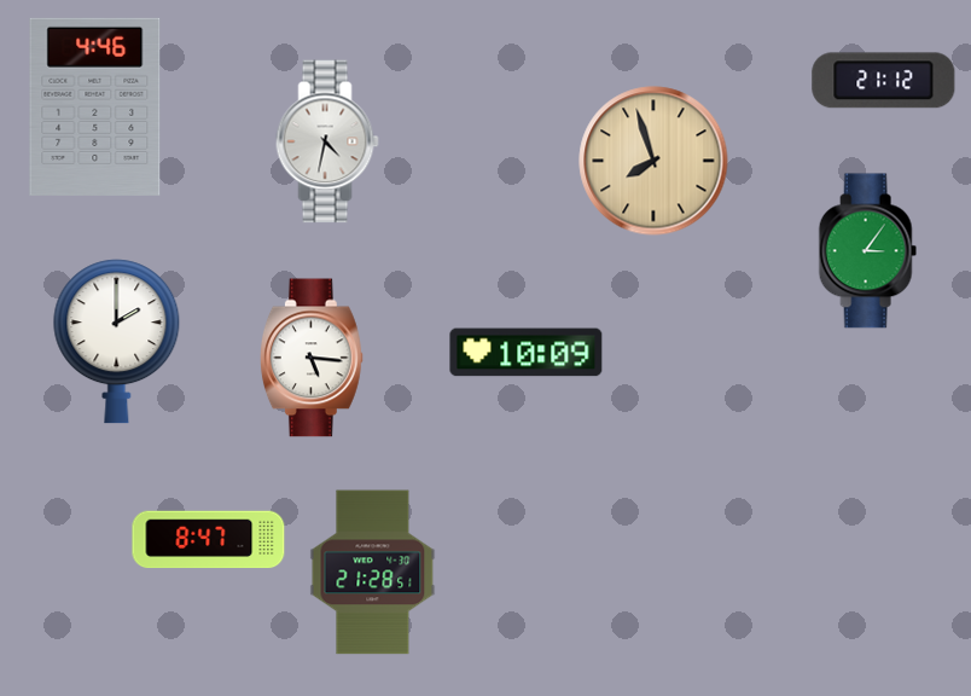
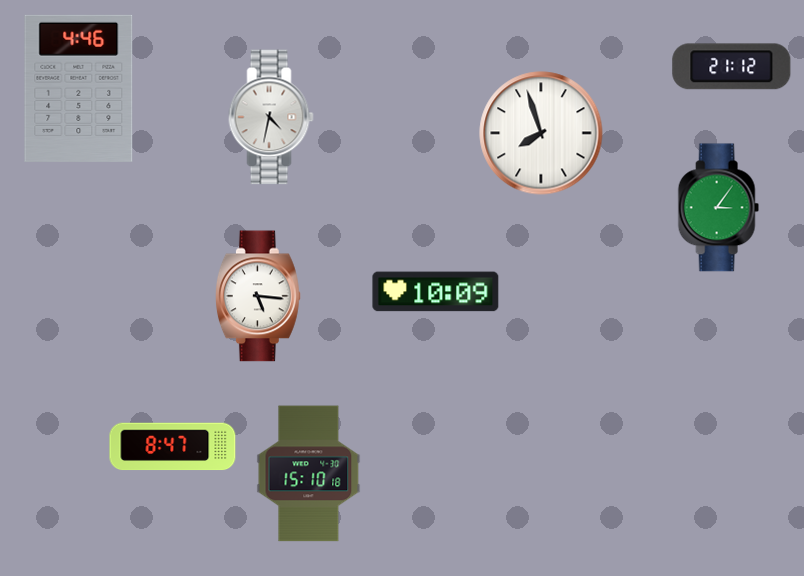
clock at (653, 161) dial: champagne -> white
clock at (117, 342): 2:00 -> none
clock at (373, 573): 21:28 -> 15:10
